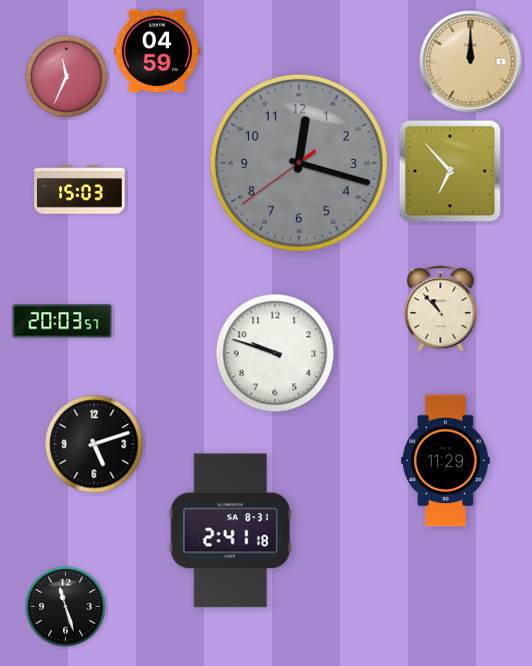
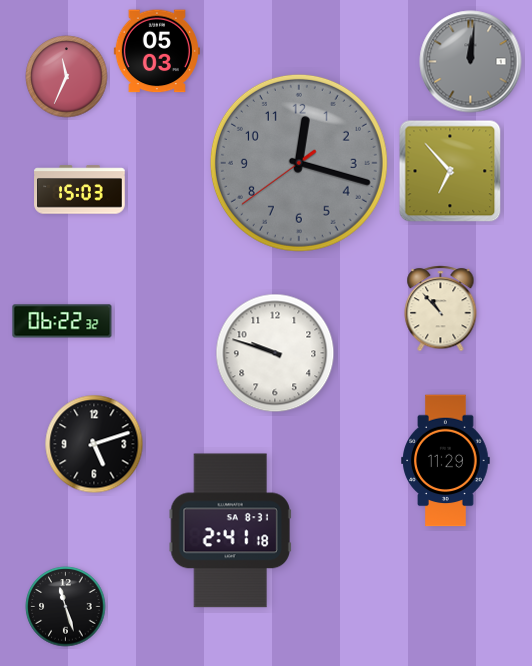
clock at (157, 51): 04:59 -> 05:03
clock at (471, 62): 12:00 -> 12:01
clock at (471, 62) dial: champagne -> grey
clock at (62, 321): 20:03 -> 06:22
